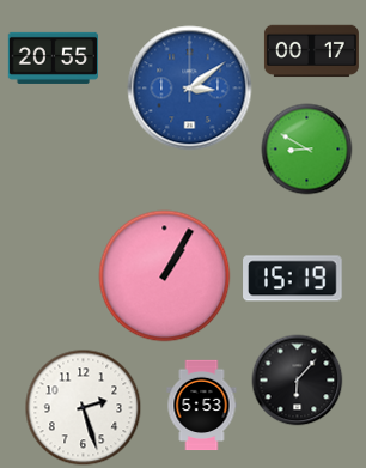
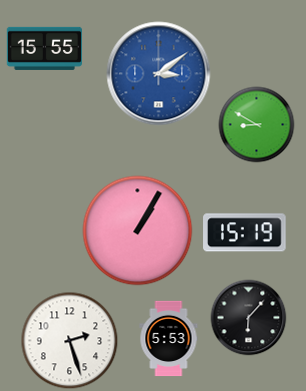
clock at (311, 51): 00:17 -> none
clock at (53, 57): 20:55 -> 15:55
